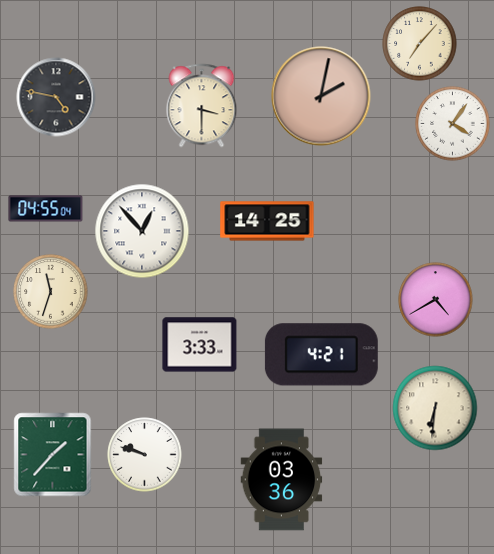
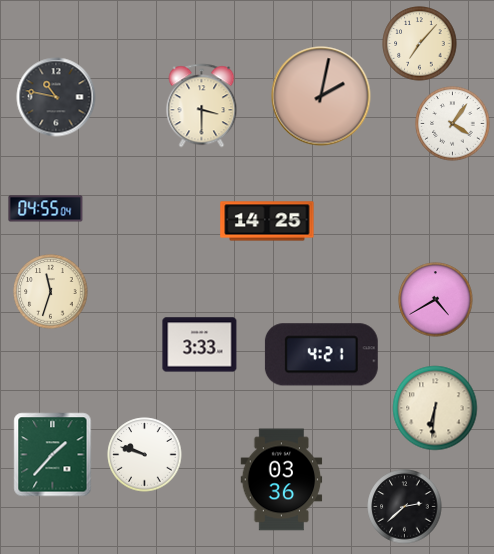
clock at (56, 97): 4:47 -> 10:47
clock at (142, 231): 12:53 -> none
clock at (405, 507): none -> 2:38
